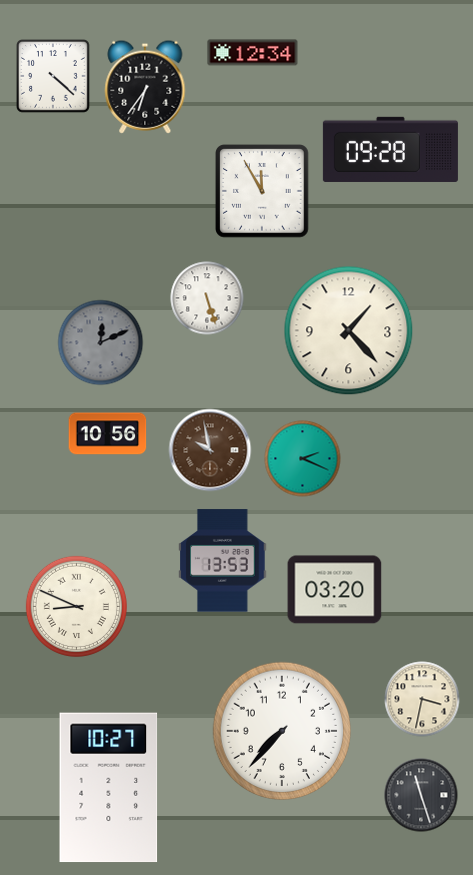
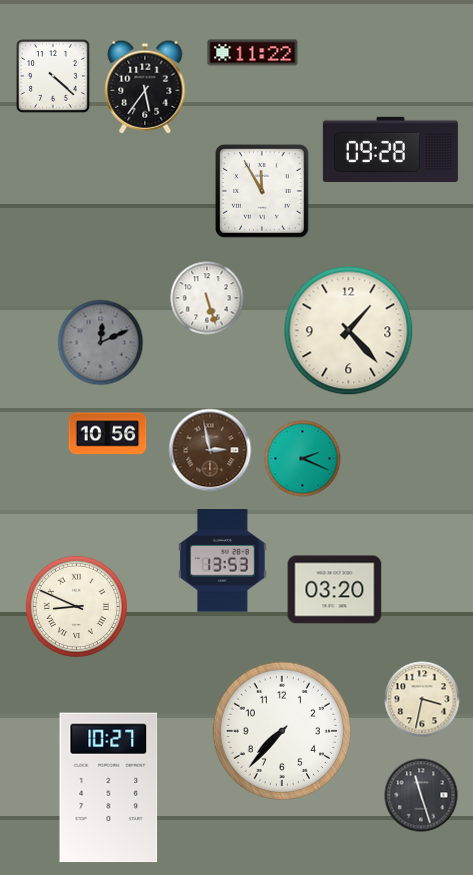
clock at (253, 53): 12:34 -> 11:22
clock at (145, 87): 6:36 -> 5:36
clock at (210, 450): 9:58 -> 2:58
